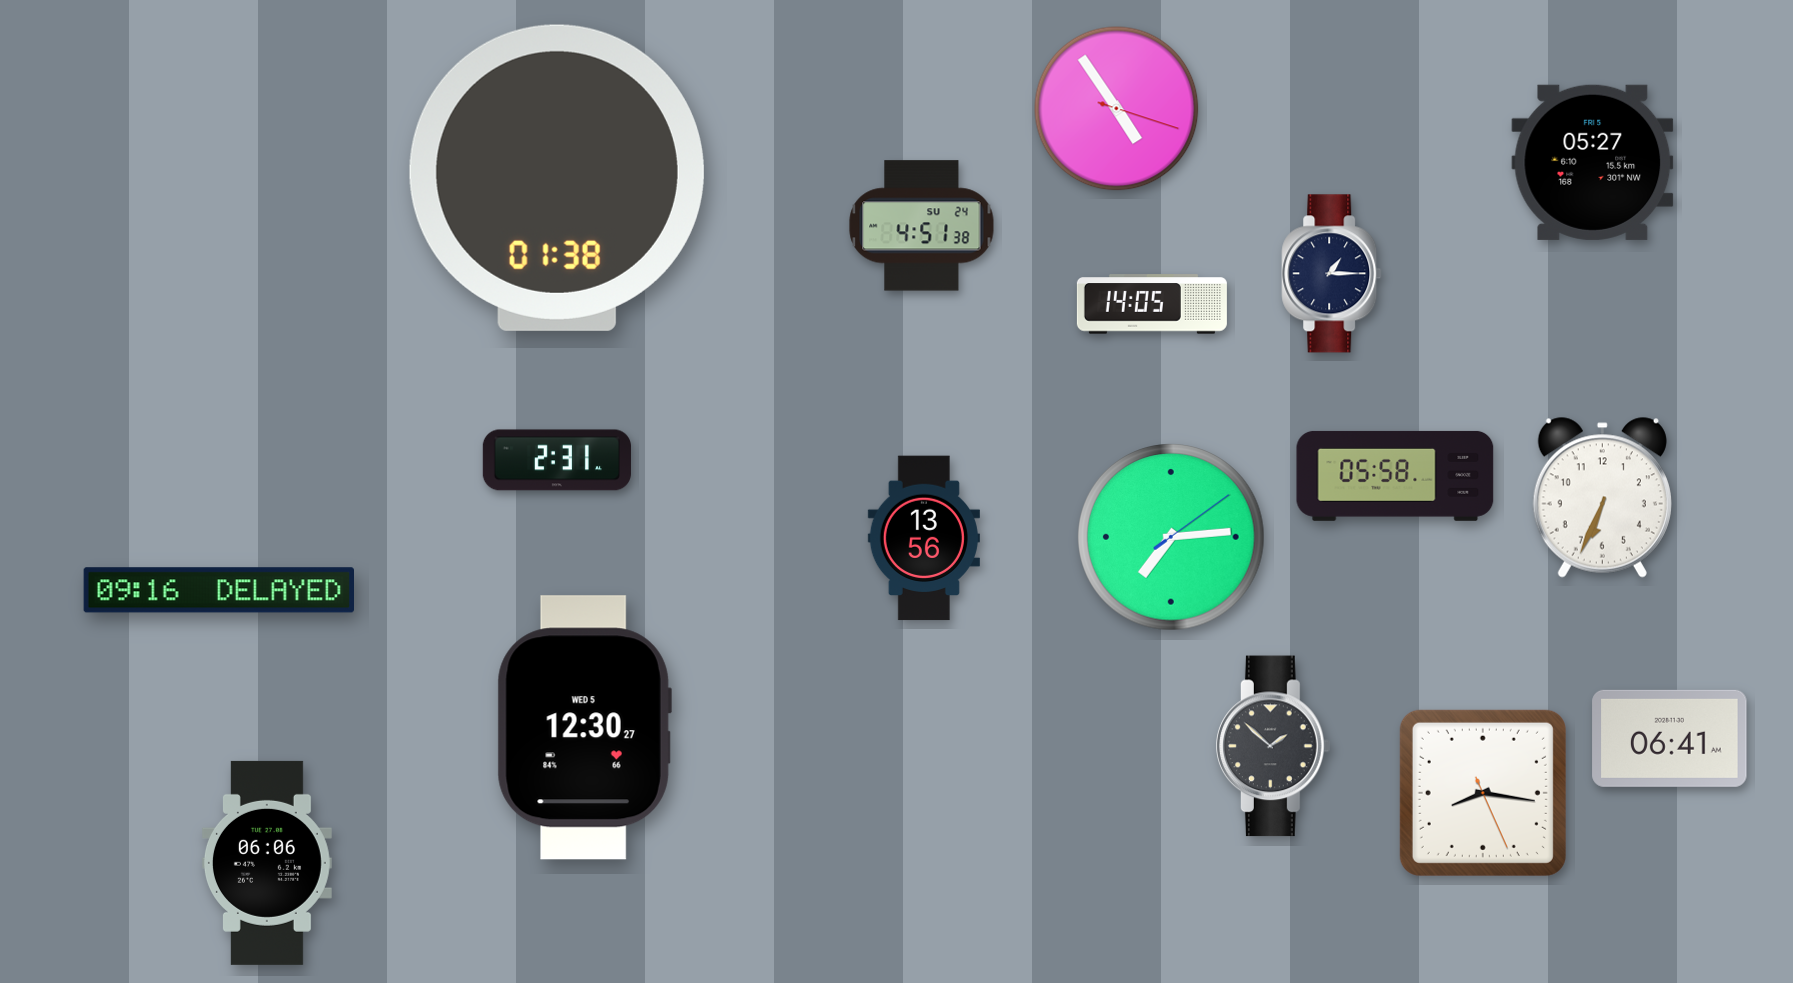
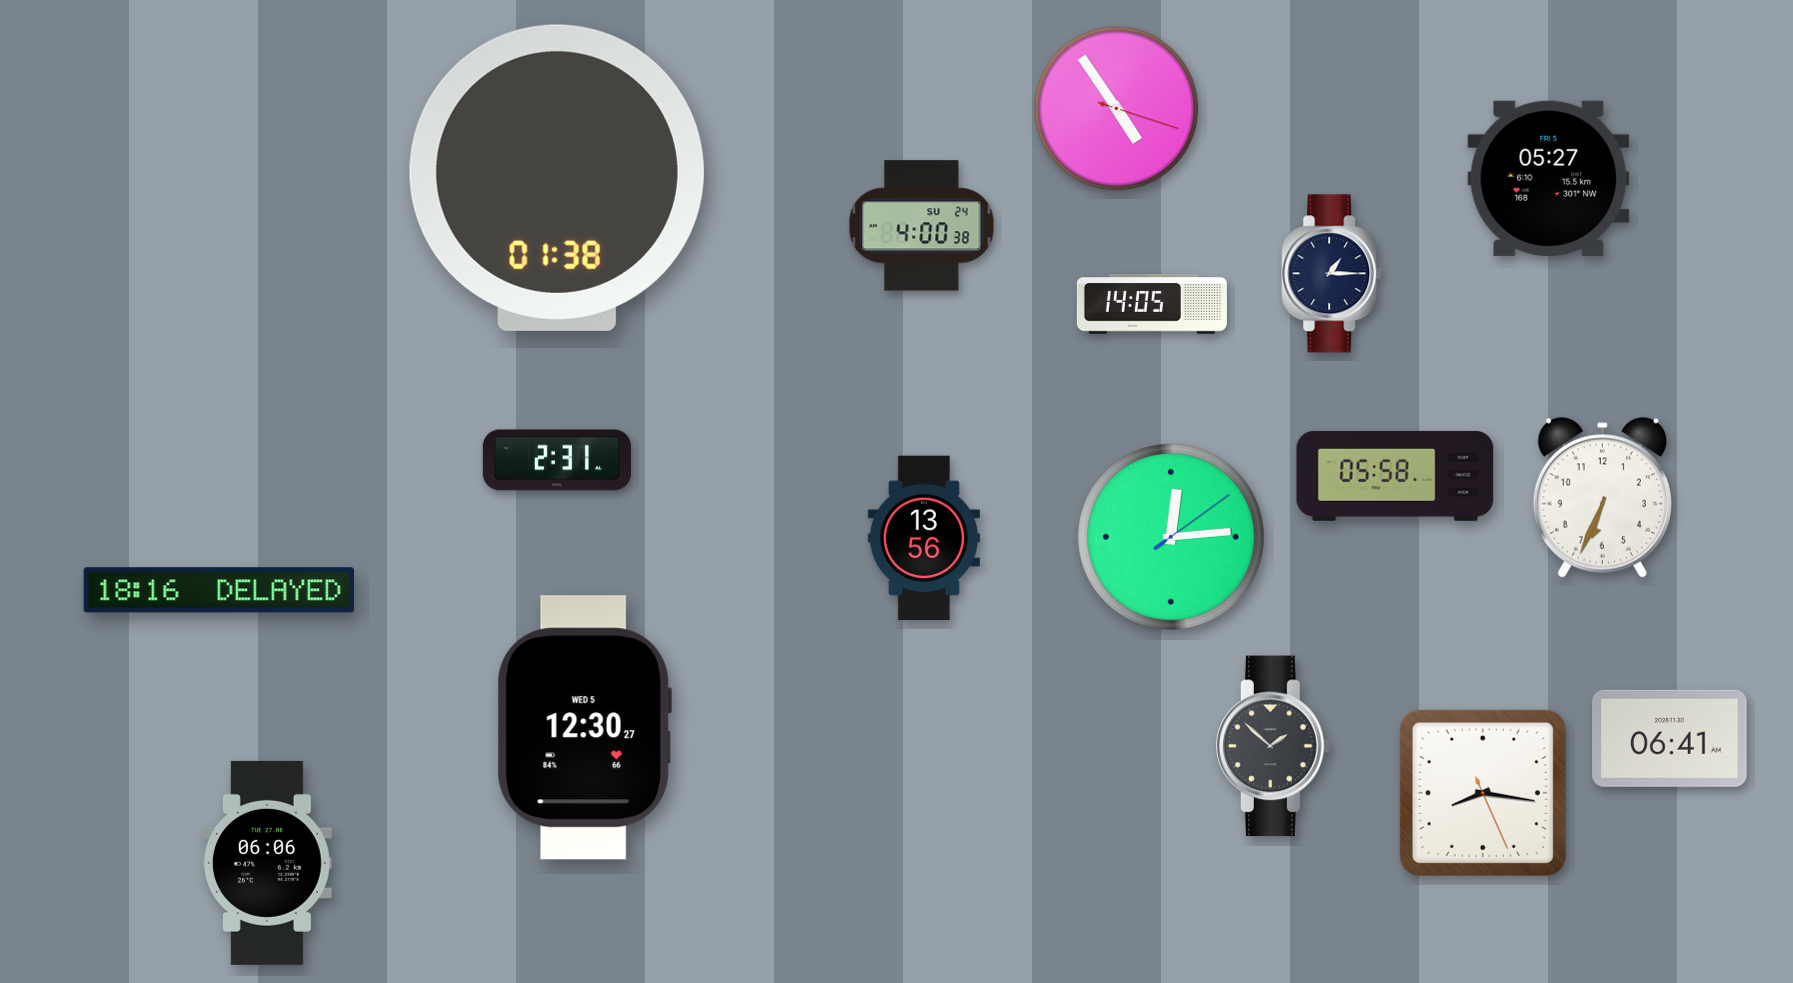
clock at (1593, 162) position: (1593, 162) -> (1549, 178)
clock at (922, 226): 4:51 -> 4:00
clock at (1171, 537): 7:14 -> 12:14
clock at (218, 590): 09:16 -> 18:16
